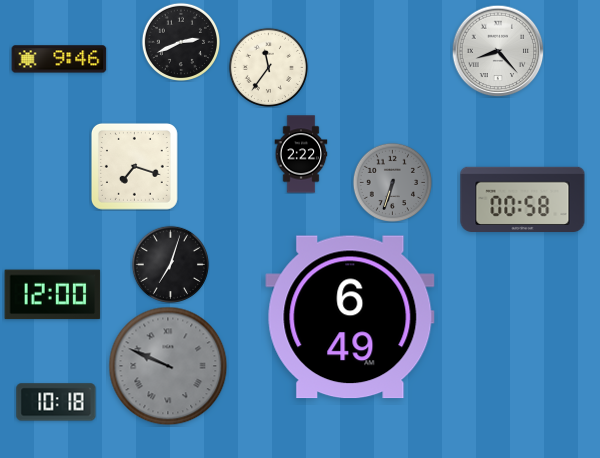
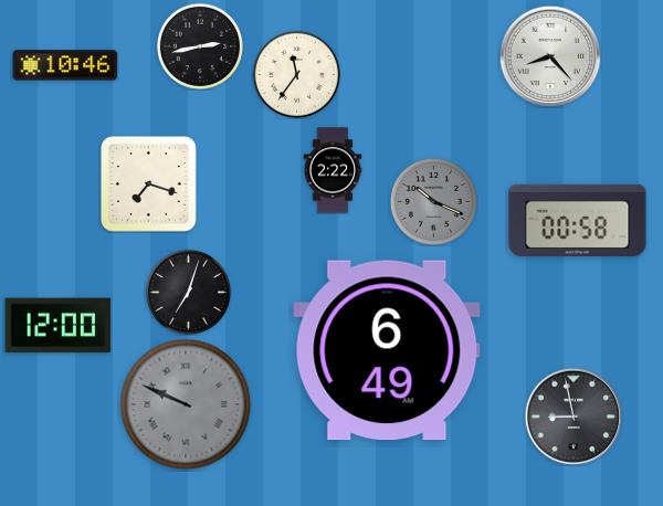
clock at (180, 41): 2:41 -> 2:43
clock at (59, 59): 9:46 -> 10:46
clock at (392, 182): 6:33 -> 10:19
clock at (573, 417): none -> 8:58
clock at (56, 402): 10:18 -> none
